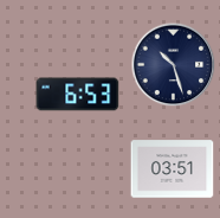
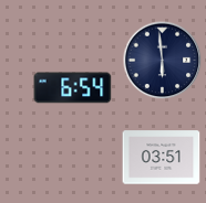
clock at (174, 65): 10:27 -> 5:59
clock at (78, 95): 6:53 -> 6:54
